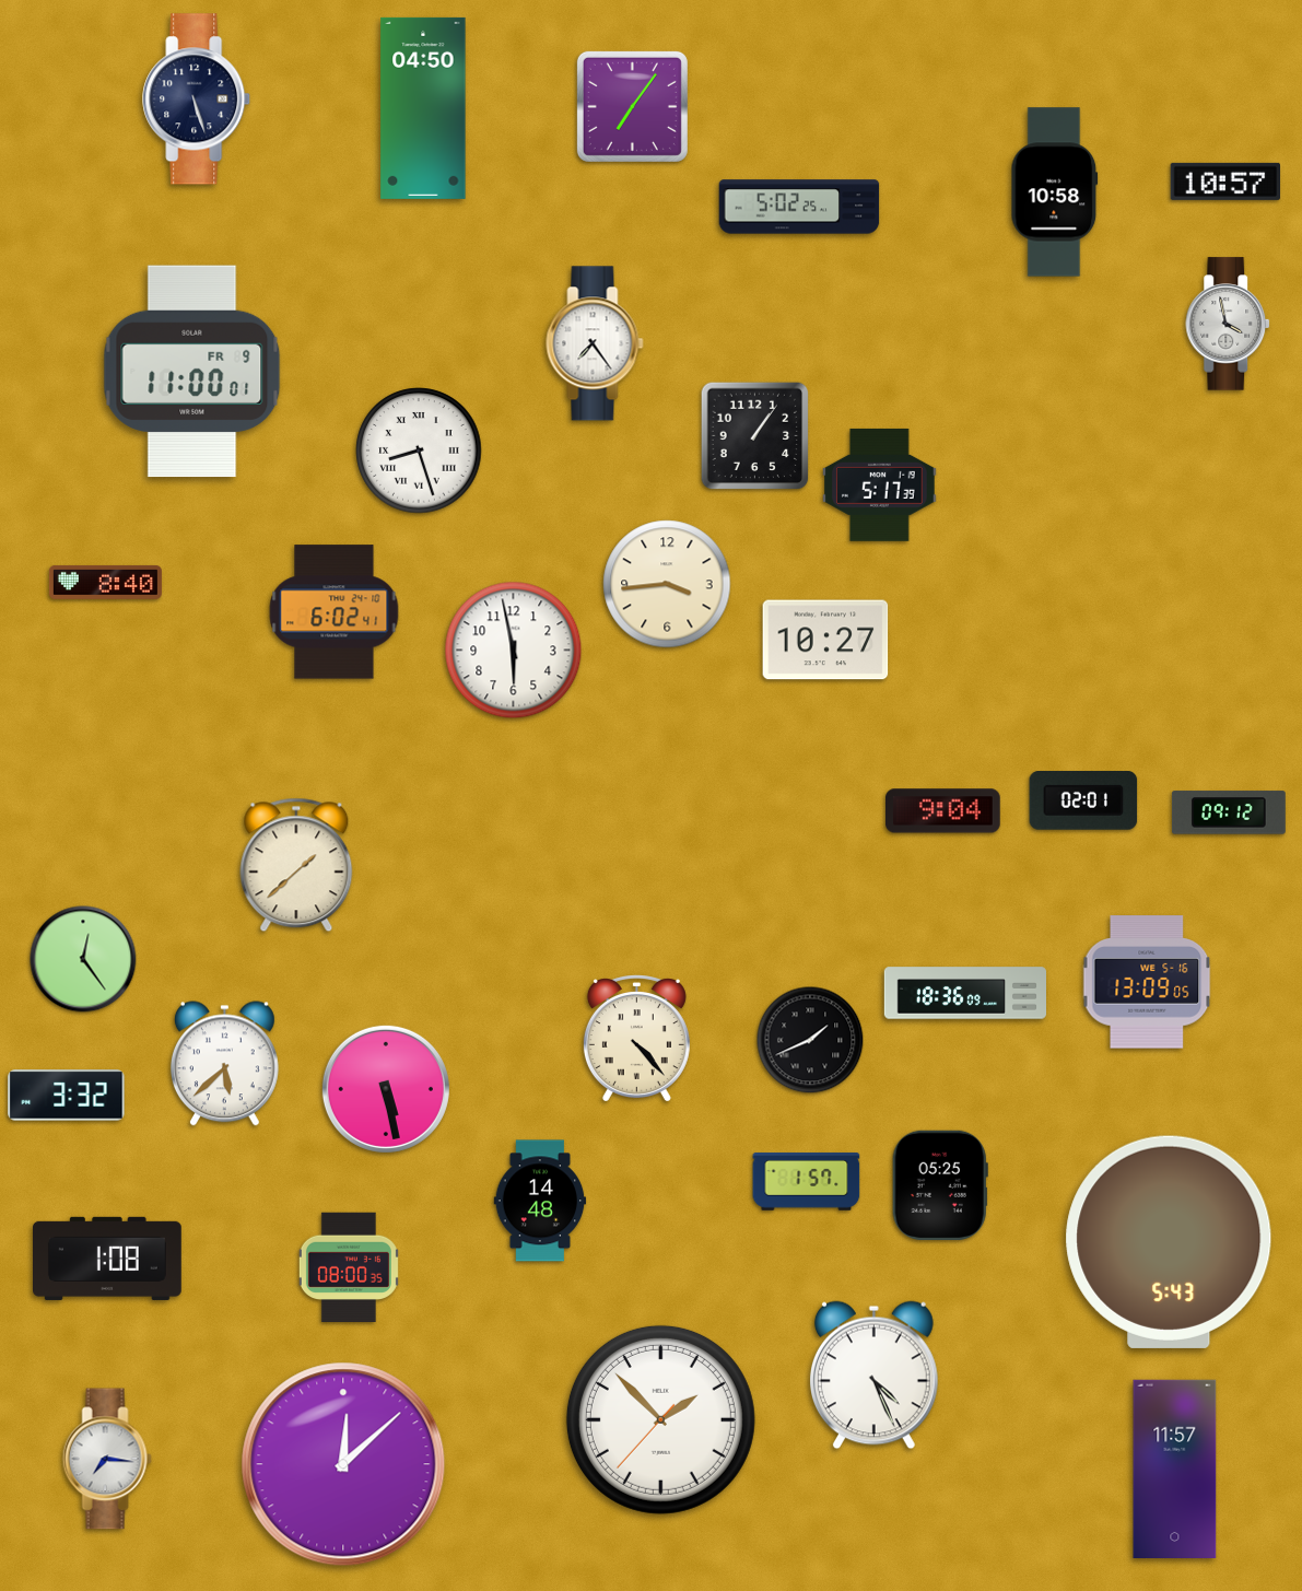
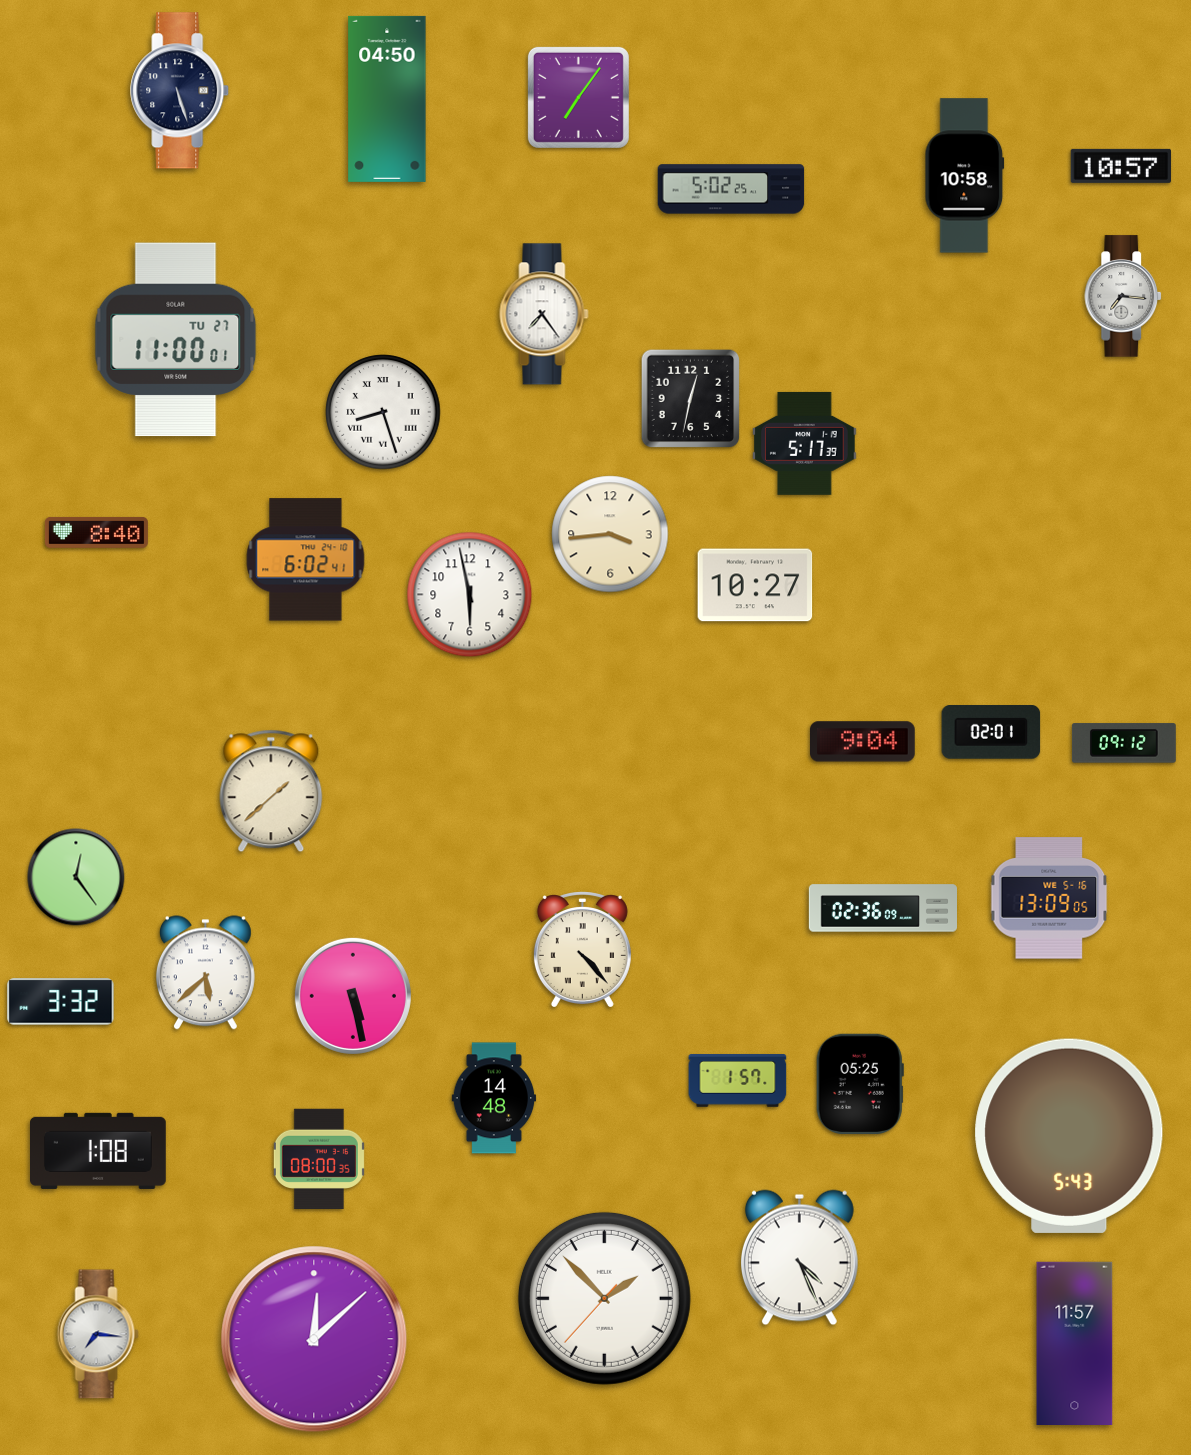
clock at (1229, 324): 3:58 -> 7:16
clock at (192, 372) date: FR 9 -> TU 27
clock at (755, 436): 1:06 -> 12:32
clock at (964, 993): 18:36 -> 02:36
clock at (810, 1040): 1:41 -> none
